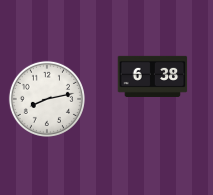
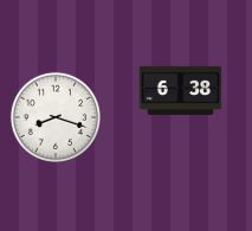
clock at (47, 99): 8:13 -> 8:18
